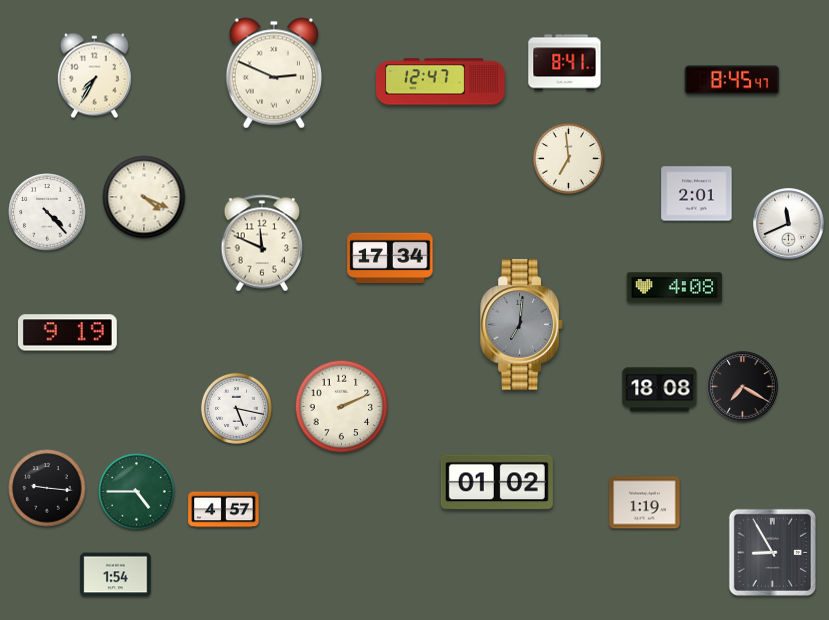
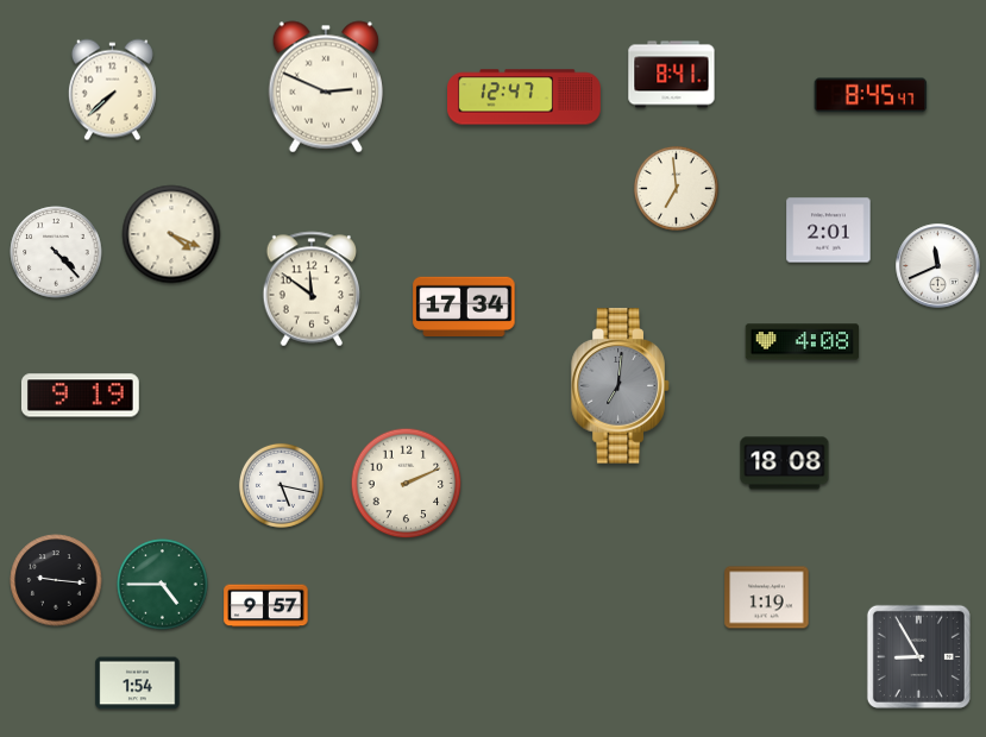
clock at (94, 76): 7:35 -> 7:38
clock at (262, 243): 11:49 -> 11:51
clock at (743, 387): 7:20 -> none
clock at (497, 482): 01:02 -> none
clock at (224, 510): 4:57 -> 9:57
